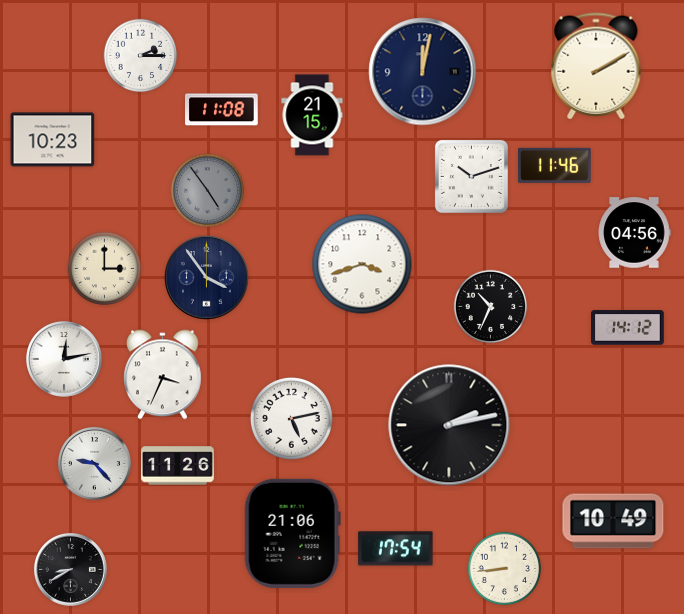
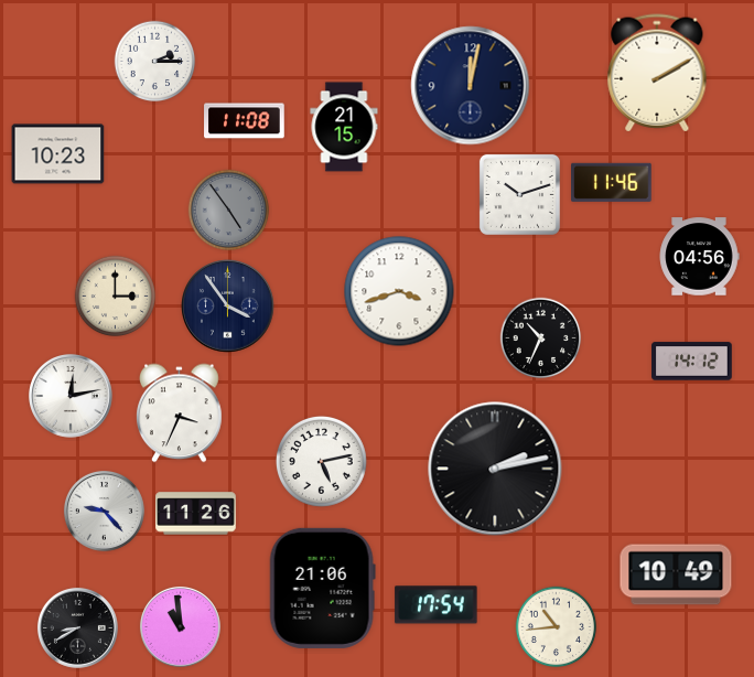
clock at (423, 72) position: (423, 72) -> (471, 86)
clock at (180, 626): none -> 10:59
clock at (505, 569): 8:44 -> 10:44
